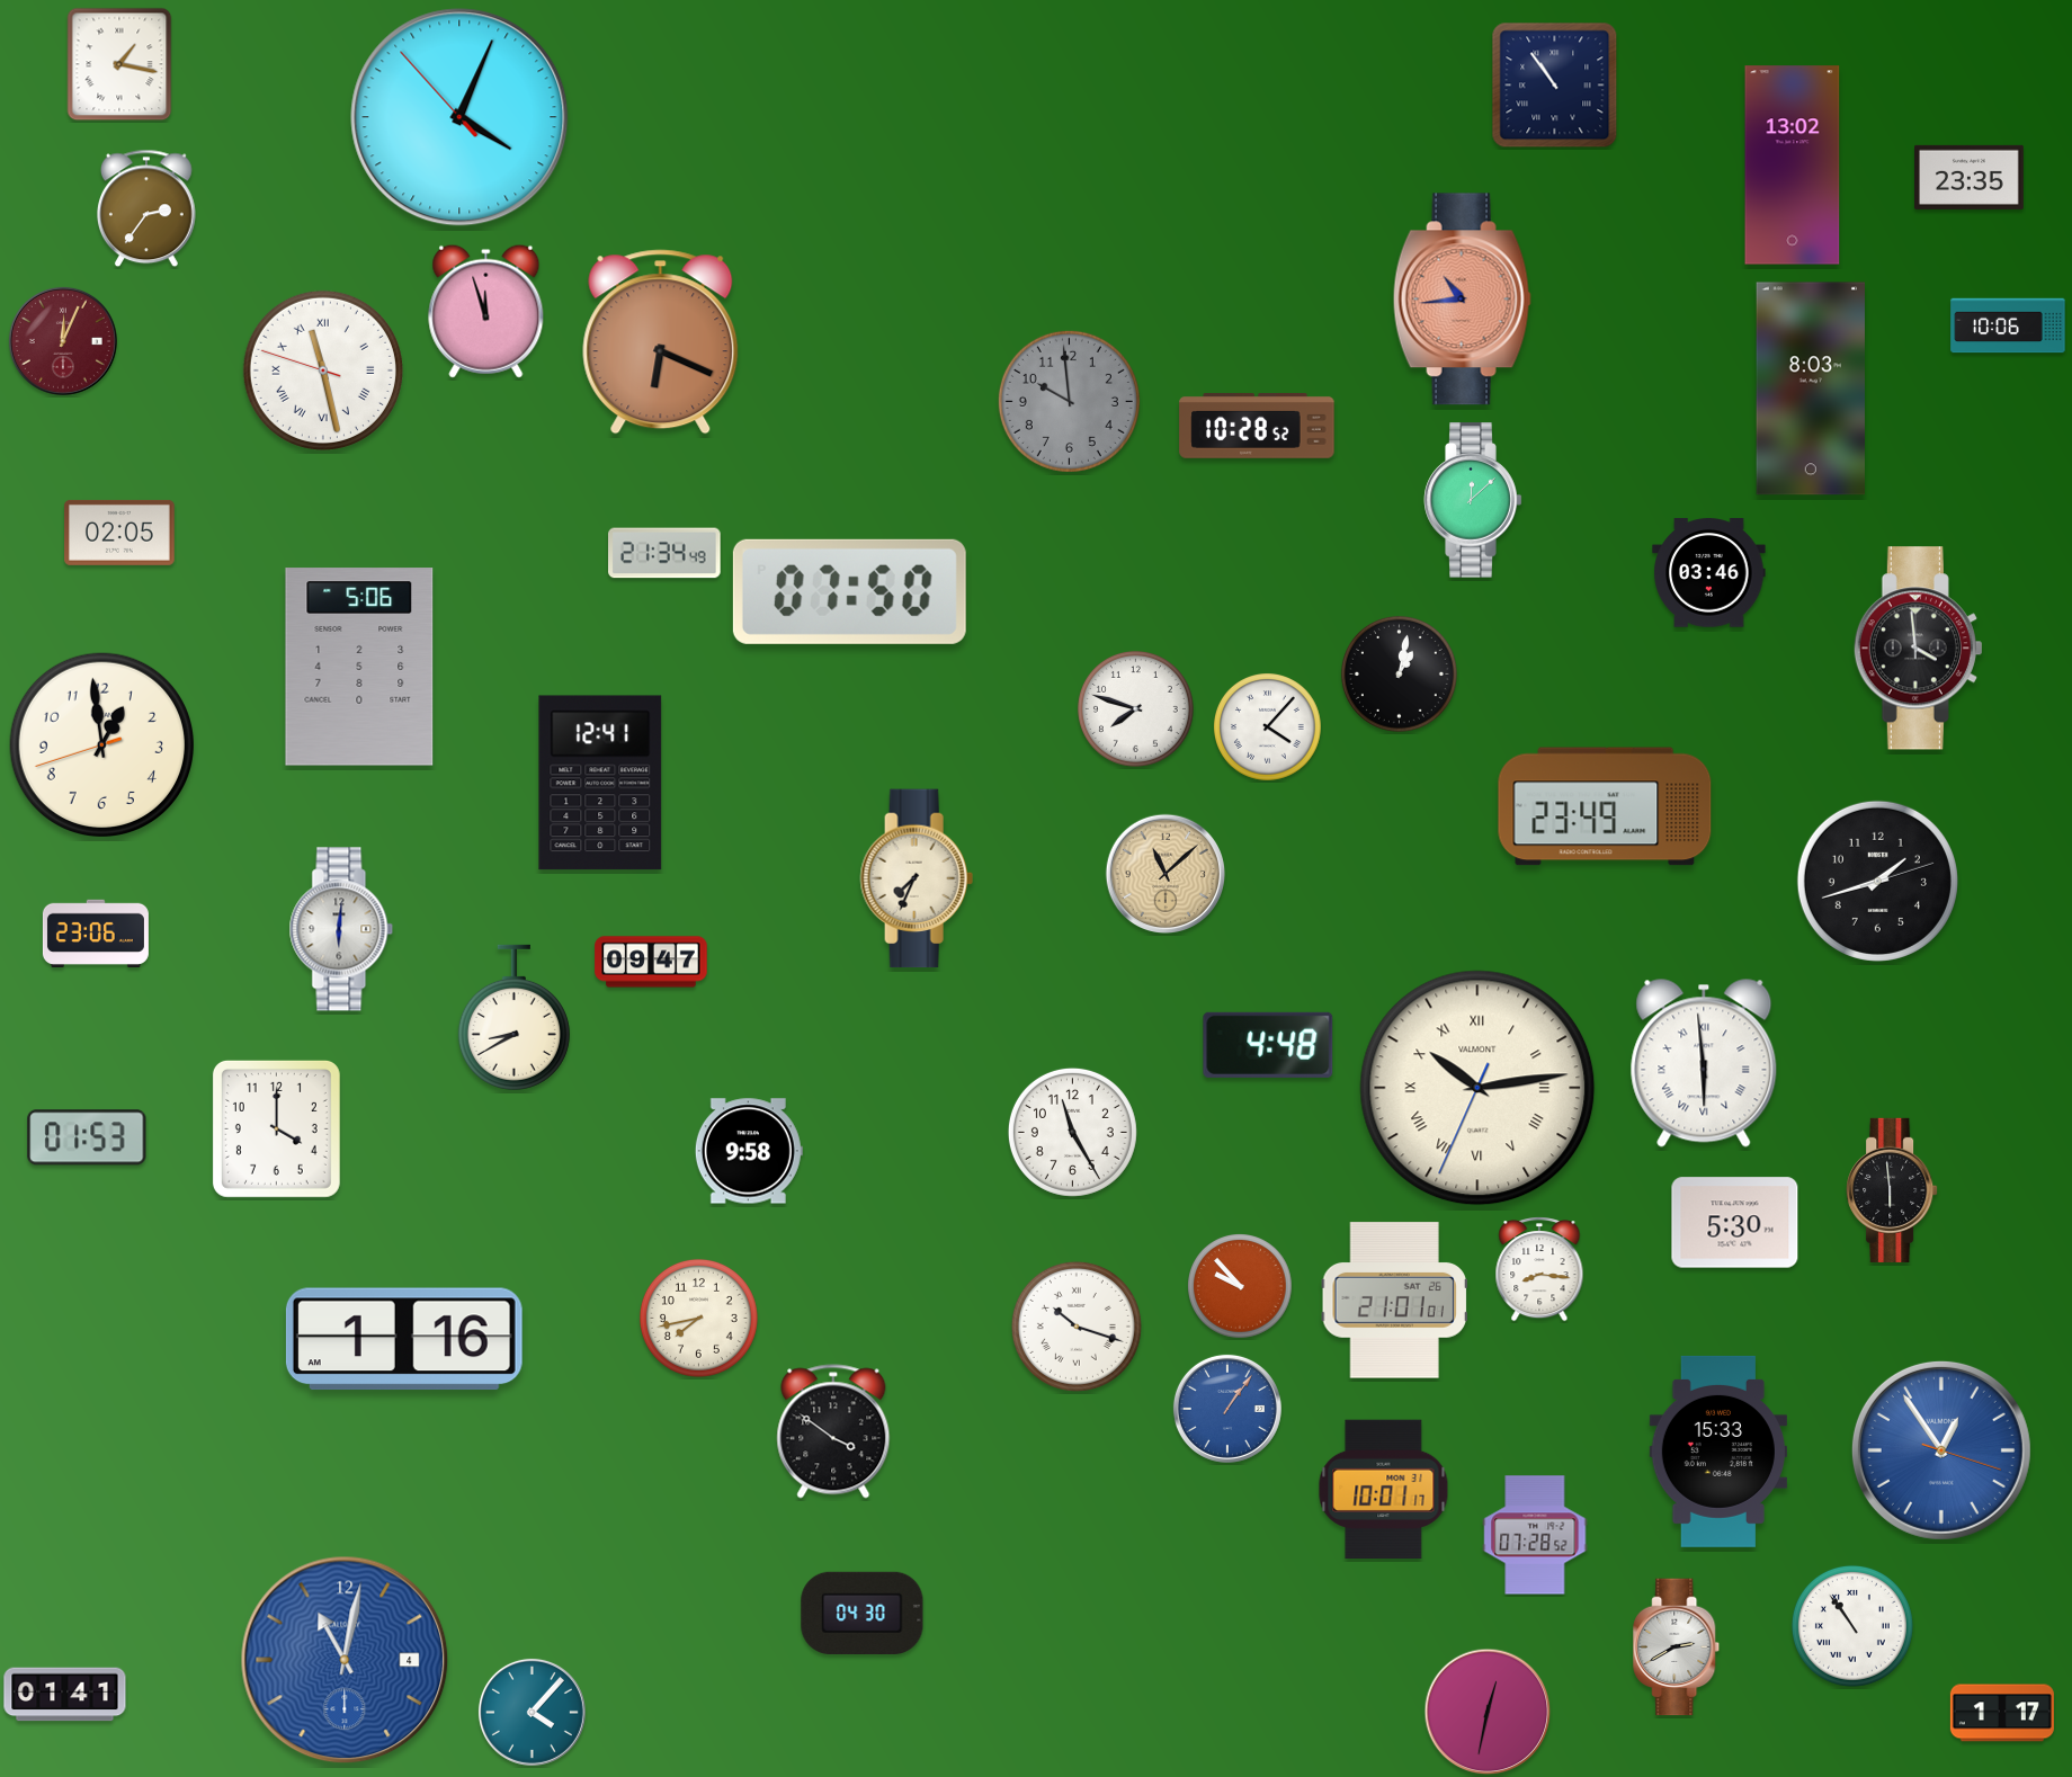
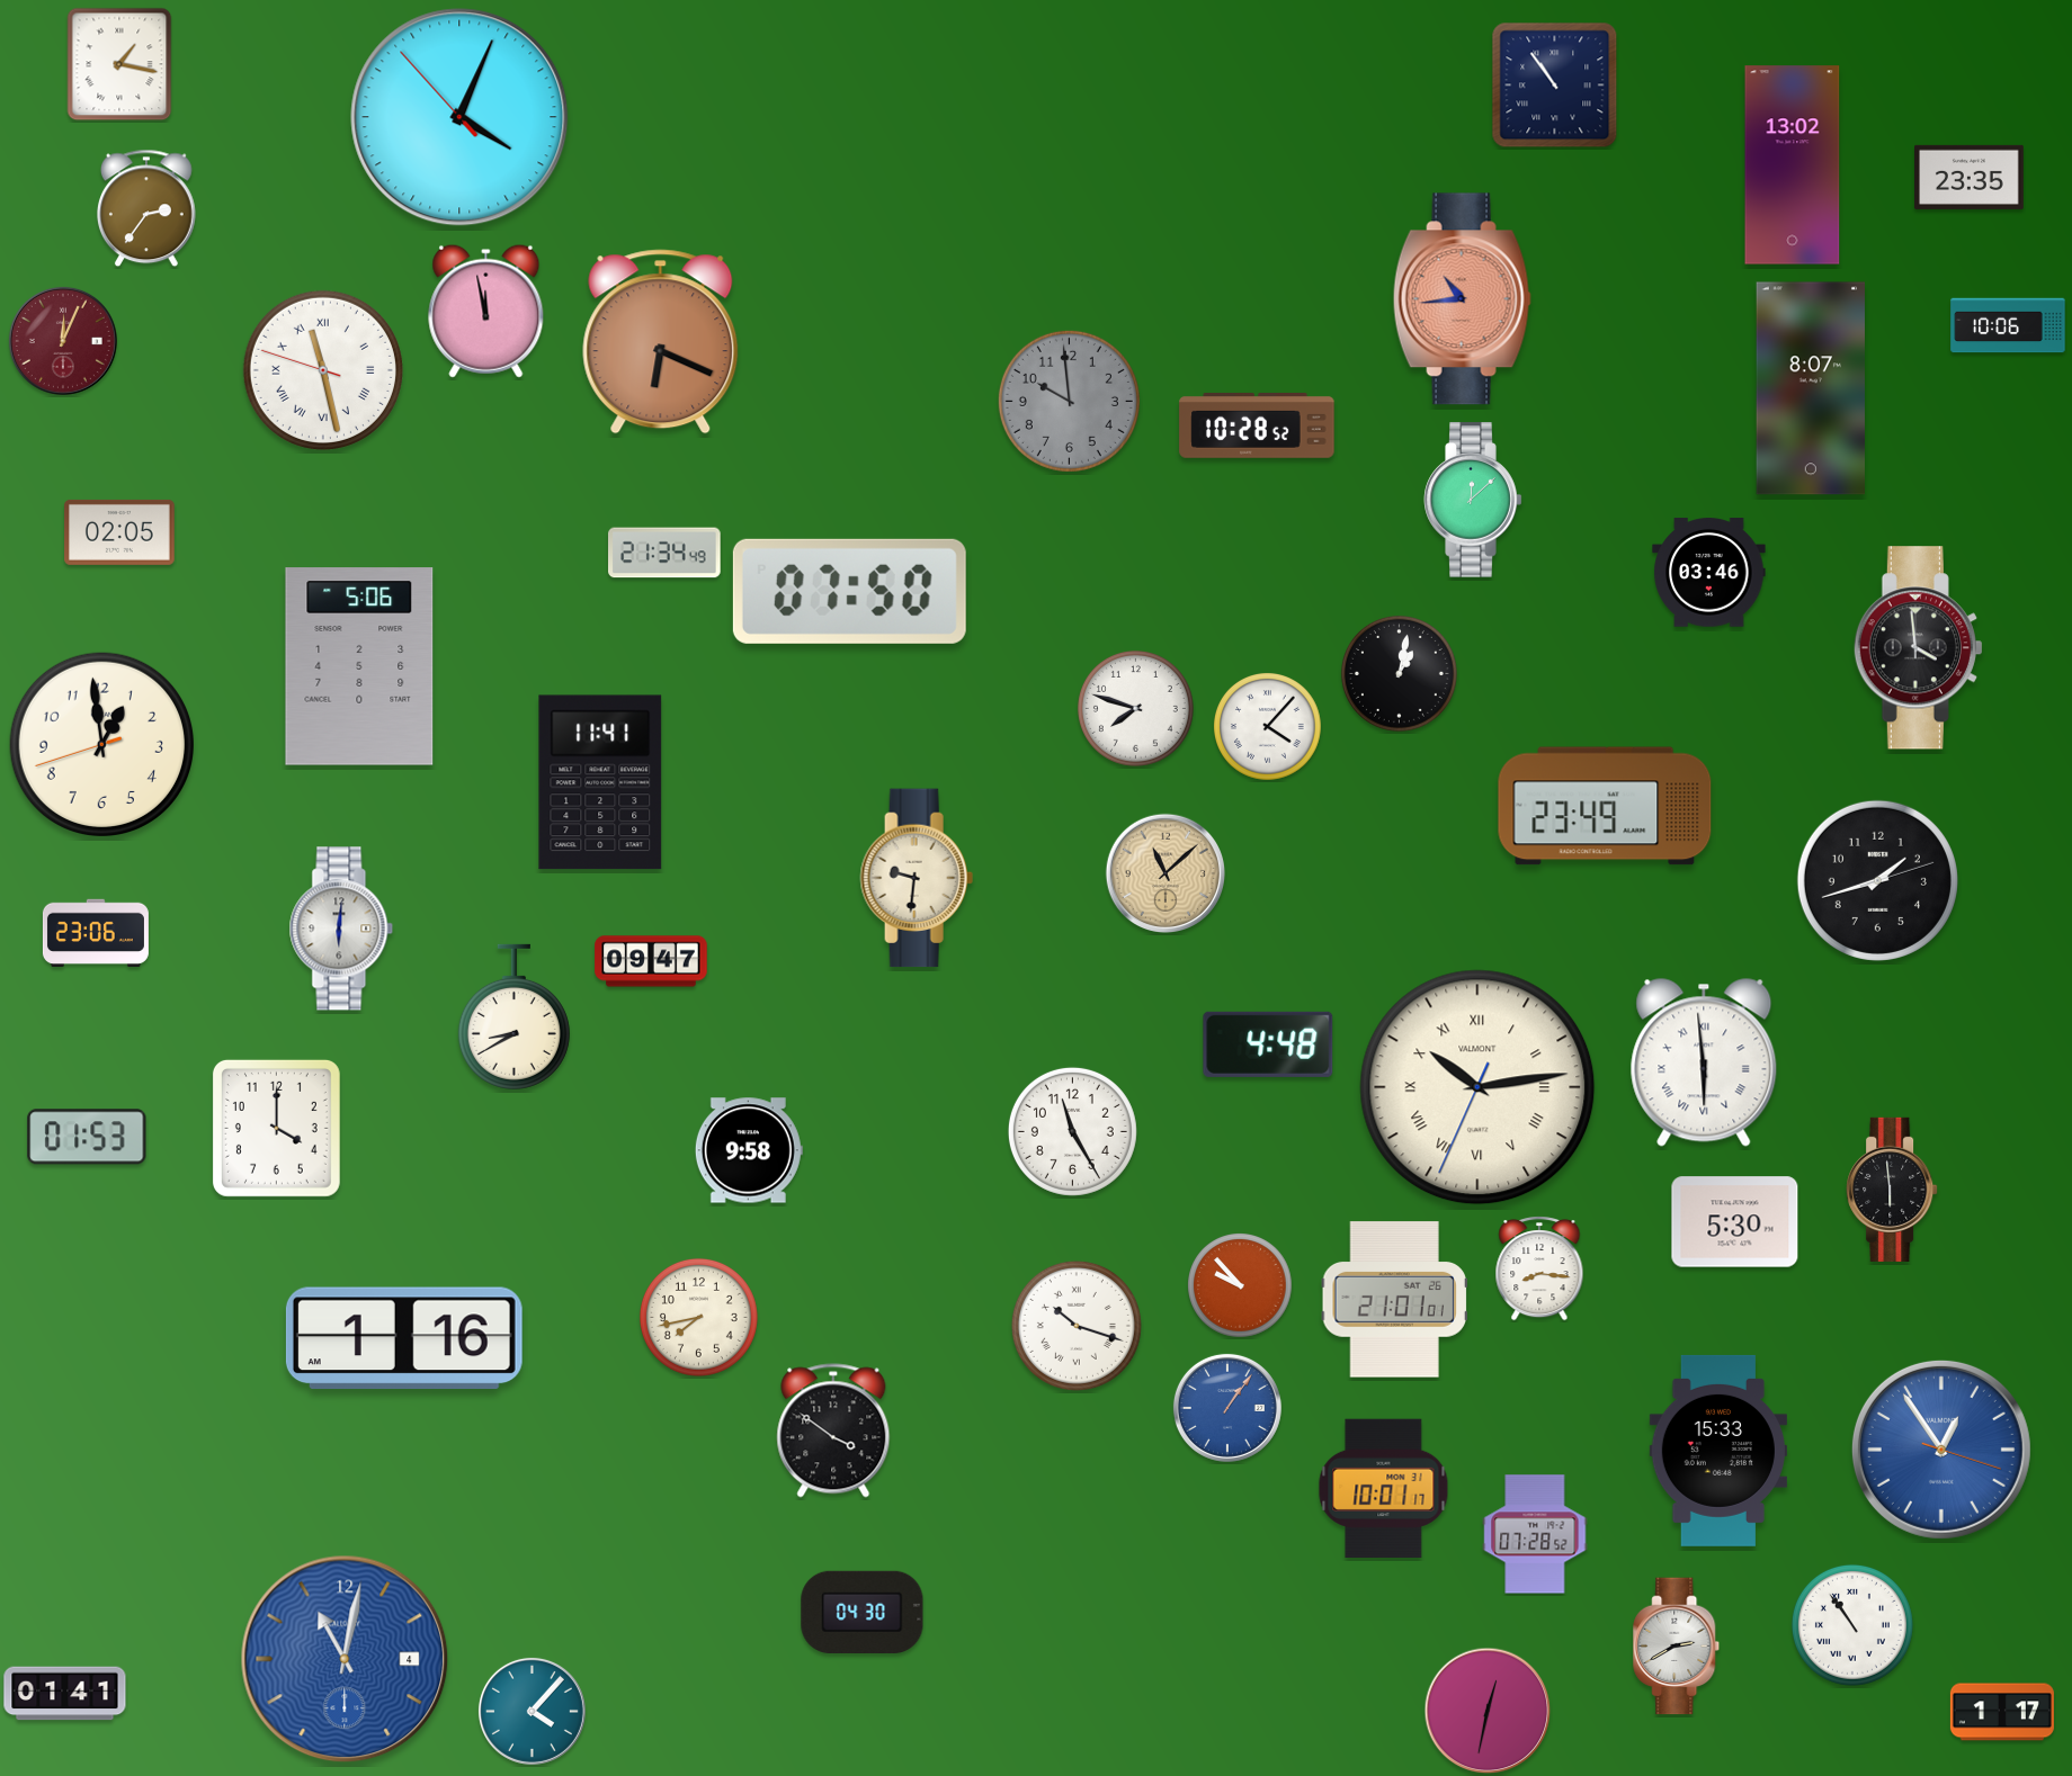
clock at (486, 311): 11:57 -> 11:58
clock at (1810, 389): 8:03 -> 8:07
clock at (600, 783): 12:41 -> 11:41
clock at (917, 878): 7:34 -> 9:31
